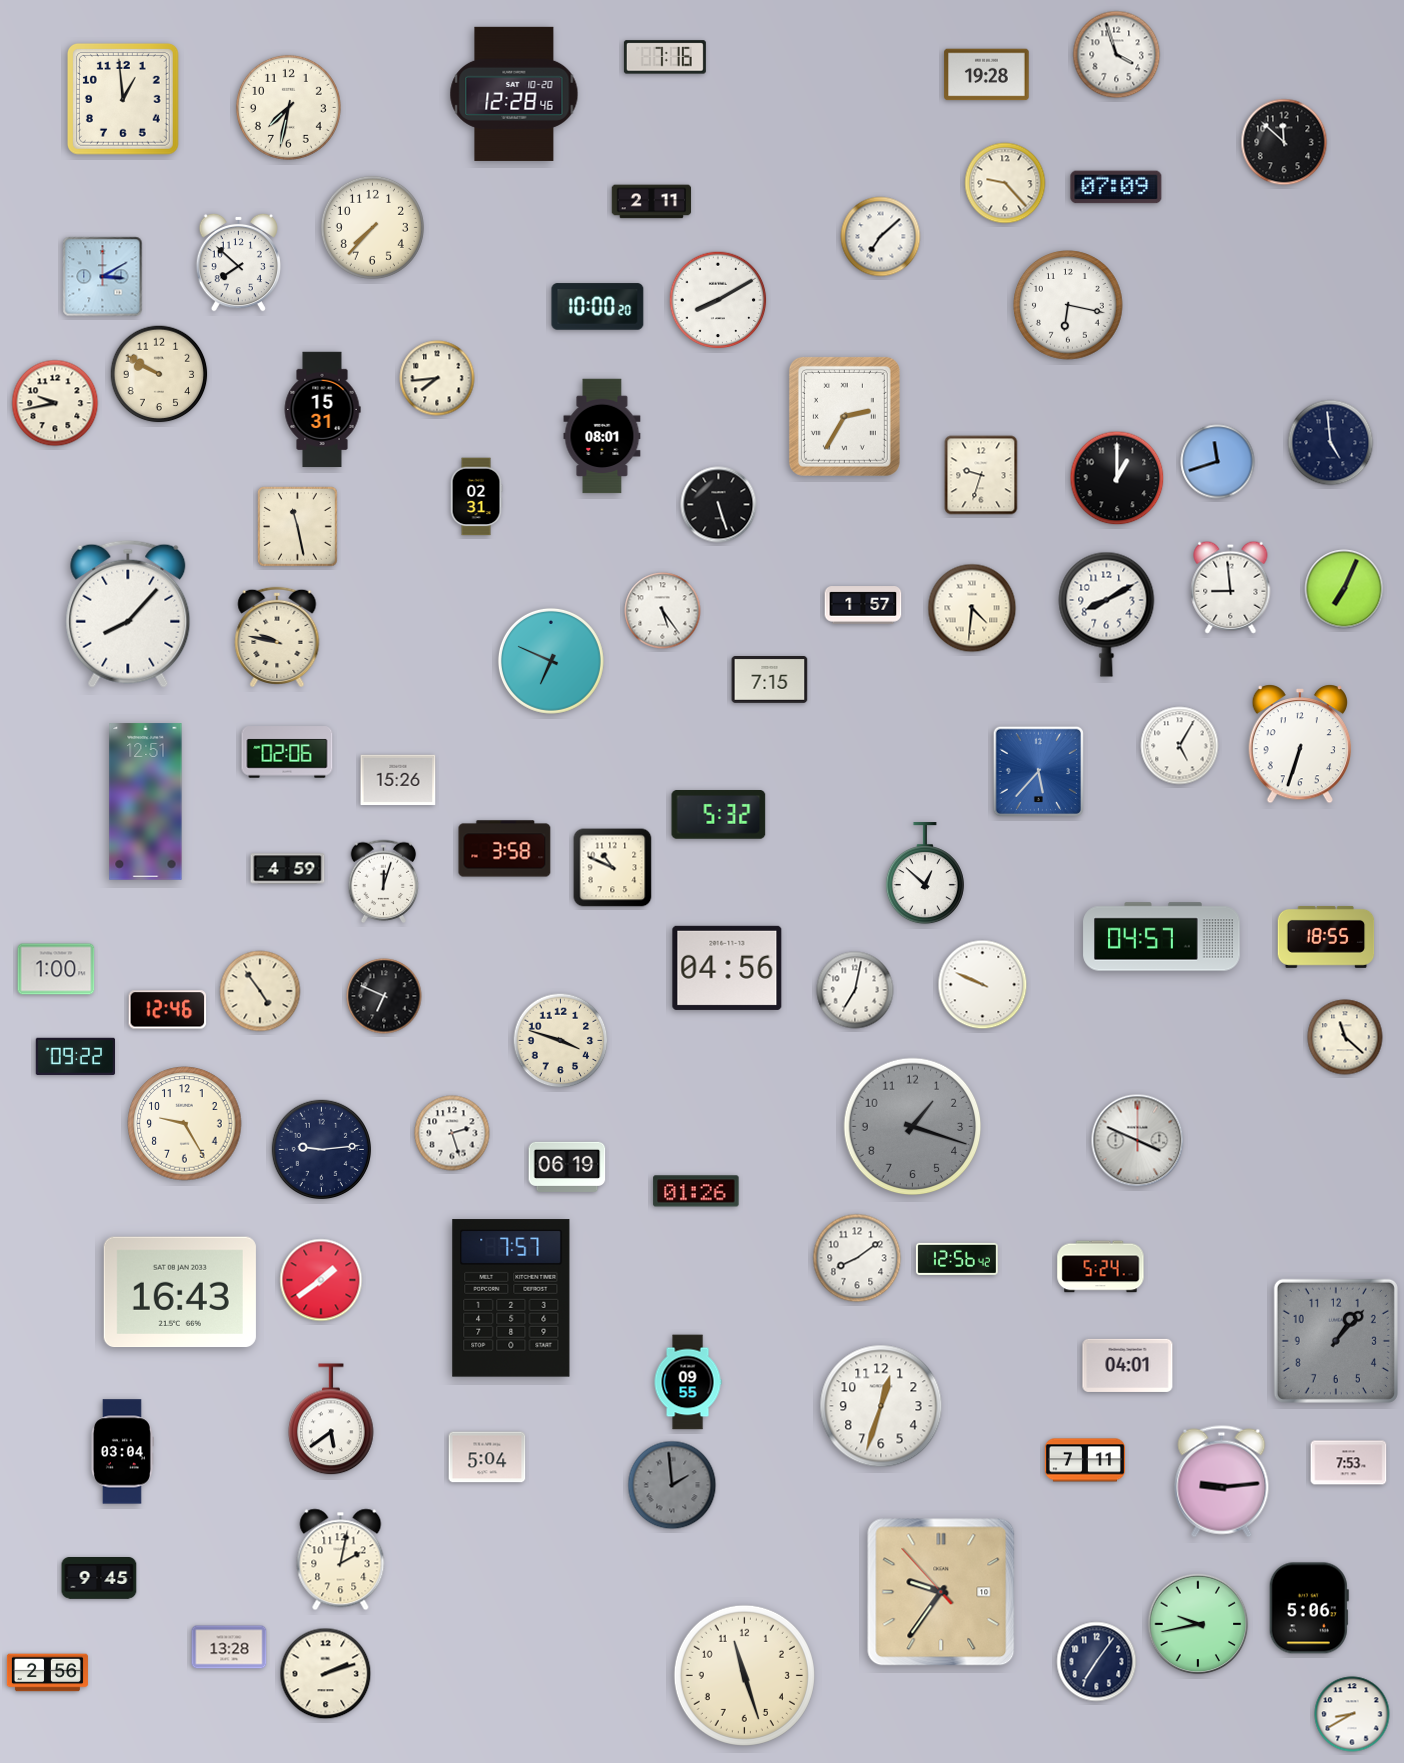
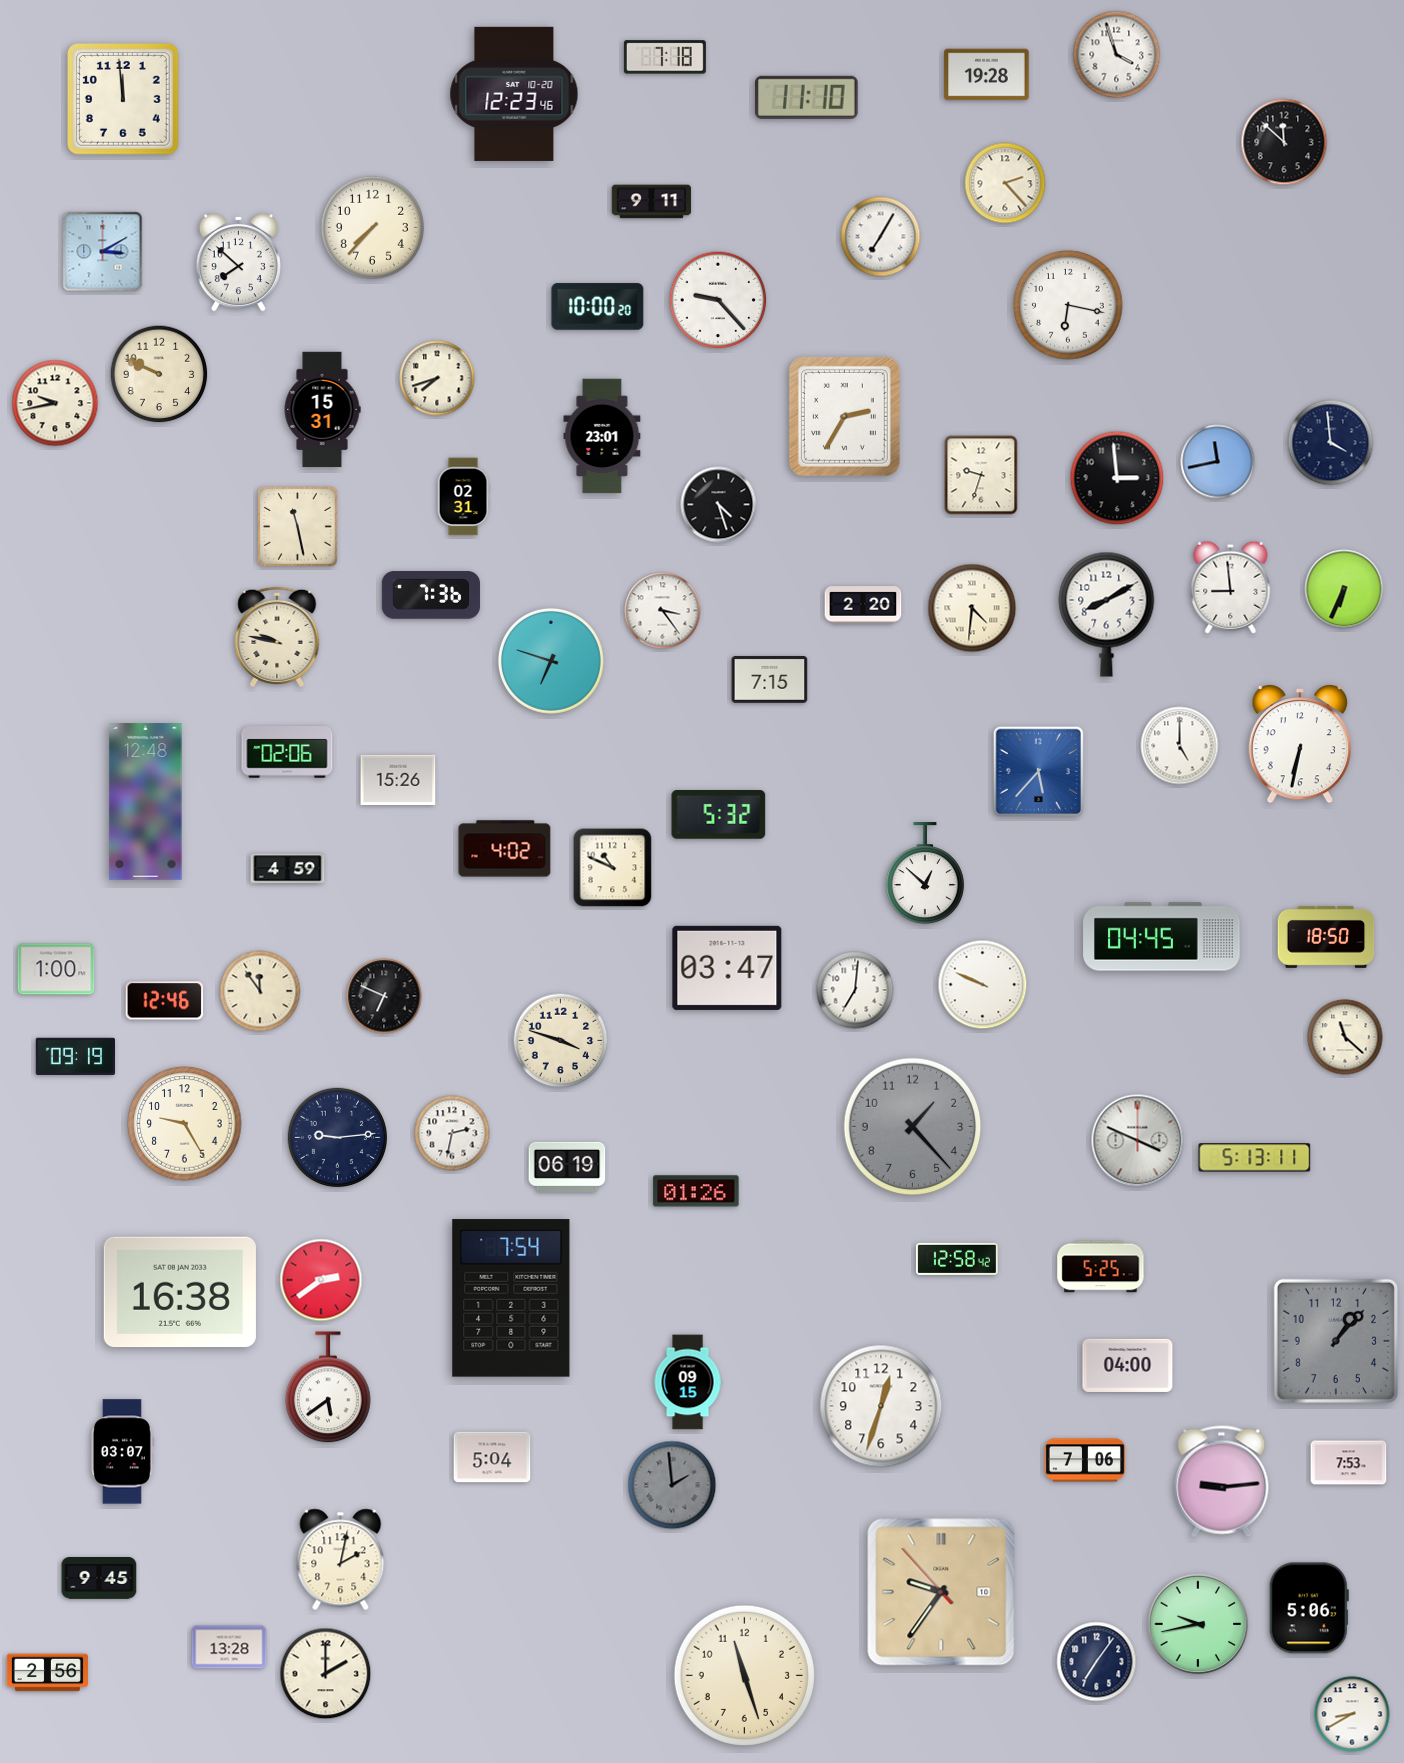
clock at (665, 57): 7:16 -> 7:18
clock at (514, 94): 12:28 -> 12:23
clock at (807, 97): none -> 11:10
clock at (124, 100): 12:59 -> 11:59
clock at (288, 107): 7:32 -> none
clock at (1005, 183): 9:23 -> 2:23
clock at (1116, 187): 07:09 -> none
clock at (652, 202): 2:11 -> 9:11
clock at (881, 237): 7:08 -> 7:05
clock at (103, 277) position: (103, 277) -> (103, 252)
clock at (718, 300): 8:10 -> 9:23
clock at (159, 374): 9:50 -> 9:49
clock at (437, 378): 7:44 -> 7:42
clock at (602, 436): 08:01 -> 23:01
clock at (1331, 443): 4:59 -> 3:59
clock at (1218, 462): 11:42 -> 11:43
clock at (1117, 478): 1:00 -> 2:59
clock at (476, 497) position: (476, 497) -> (463, 497)
clock at (719, 505): 5:27 -> 4:27
clock at (1344, 589): 7:04 -> 6:34
clock at (431, 595): none -> 7:36
clock at (863, 605): 1:57 -> 2:20
clock at (663, 611): 5:24 -> 3:24
clock at (128, 614): 8:07 -> none
clock at (551, 661): 6:49 -> 6:48
clock at (1299, 745): 6:33 -> 6:32
clock at (1180, 746): 5:05 -> 5:00
clock at (146, 802): 12:51 -> 12:48
clock at (505, 849): 3:58 -> 4:02
clock at (384, 882): 12:03 -> none
clock at (1162, 937): 04:57 -> 04:45
clock at (1326, 937): 18:55 -> 18:50
clock at (727, 968): 04:56 -> 03:47
clock at (855, 990): 7:02 -> 7:01
clock at (260, 991): 4:54 -> 11:54
clock at (168, 1010) position: (168, 1010) -> (165, 1001)
clock at (75, 1056): 09:22 -> 09:19
clock at (913, 1127): 1:18 -> 1:23
clock at (452, 1133): 2:27 -> 2:32
clock at (321, 1149) position: (321, 1149) -> (337, 1137)
clock at (1255, 1158): none -> 5:13
clock at (857, 1258): 8:09 -> none
clock at (957, 1259): 12:56 -> 12:58
clock at (1101, 1267): 5:24 -> 5:25
clock at (321, 1280): 1:39 -> 2:39
clock at (180, 1292): 16:43 -> 16:38
clock at (511, 1298): 7:57 -> 7:54
clock at (1128, 1365): 04:01 -> 04:00
clock at (688, 1382): 09:55 -> 09:15
clock at (331, 1420) position: (331, 1420) -> (328, 1388)
clock at (122, 1452): 03:04 -> 03:07
clock at (487, 1457) position: (487, 1457) -> (492, 1457)
clock at (1084, 1460): 7:11 -> 7:06
clock at (326, 1674): 2:12 -> 2:00
